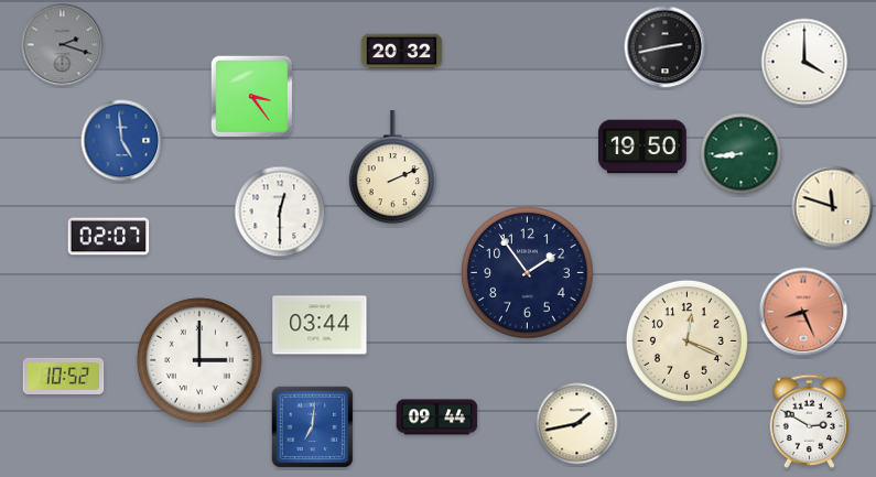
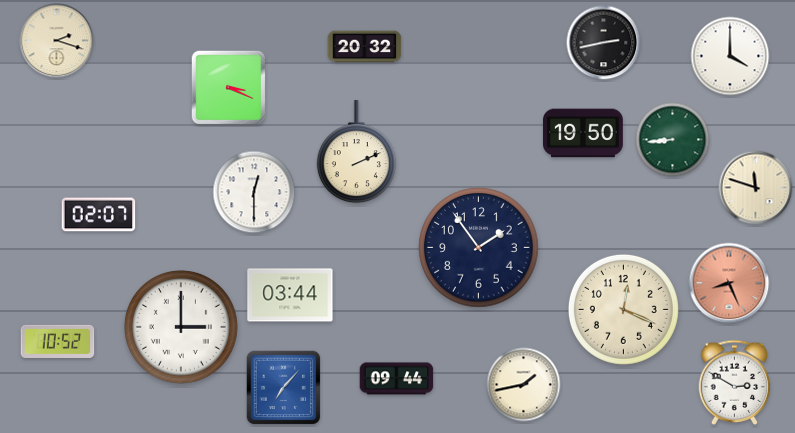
clock at (63, 45) dial: grey -> cream
clock at (252, 97): 3:24 -> 3:19
clock at (122, 141): 4:59 -> none
clock at (313, 427): 7:01 -> 7:07
